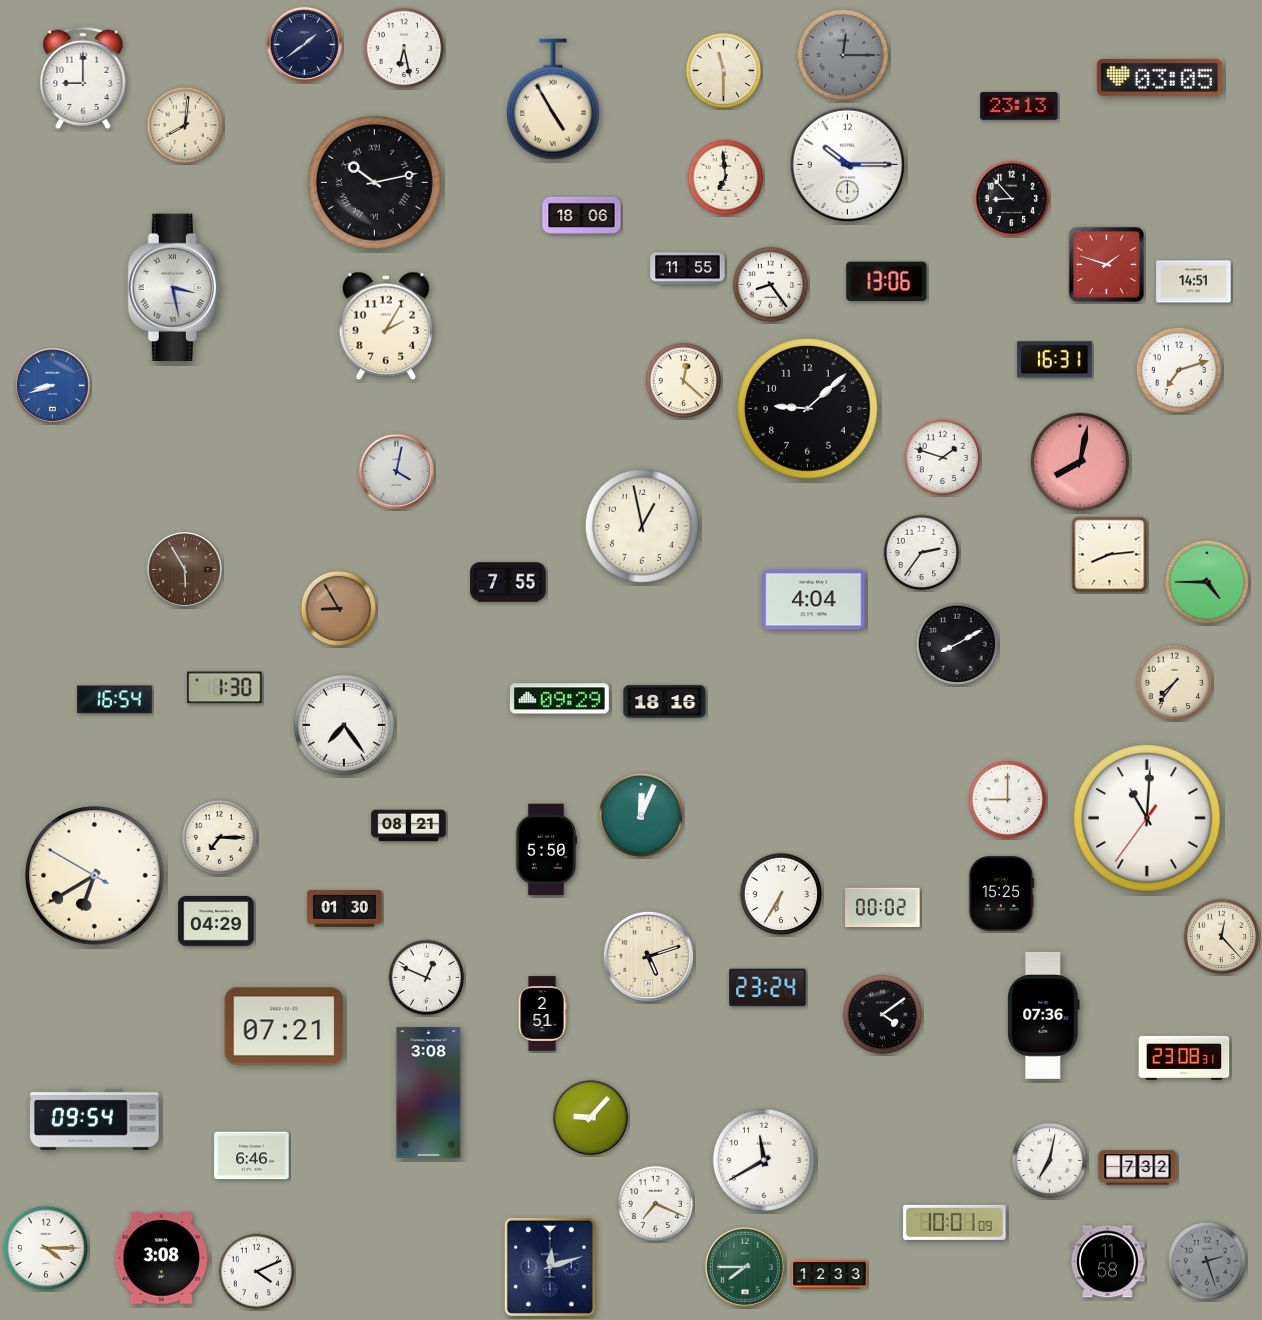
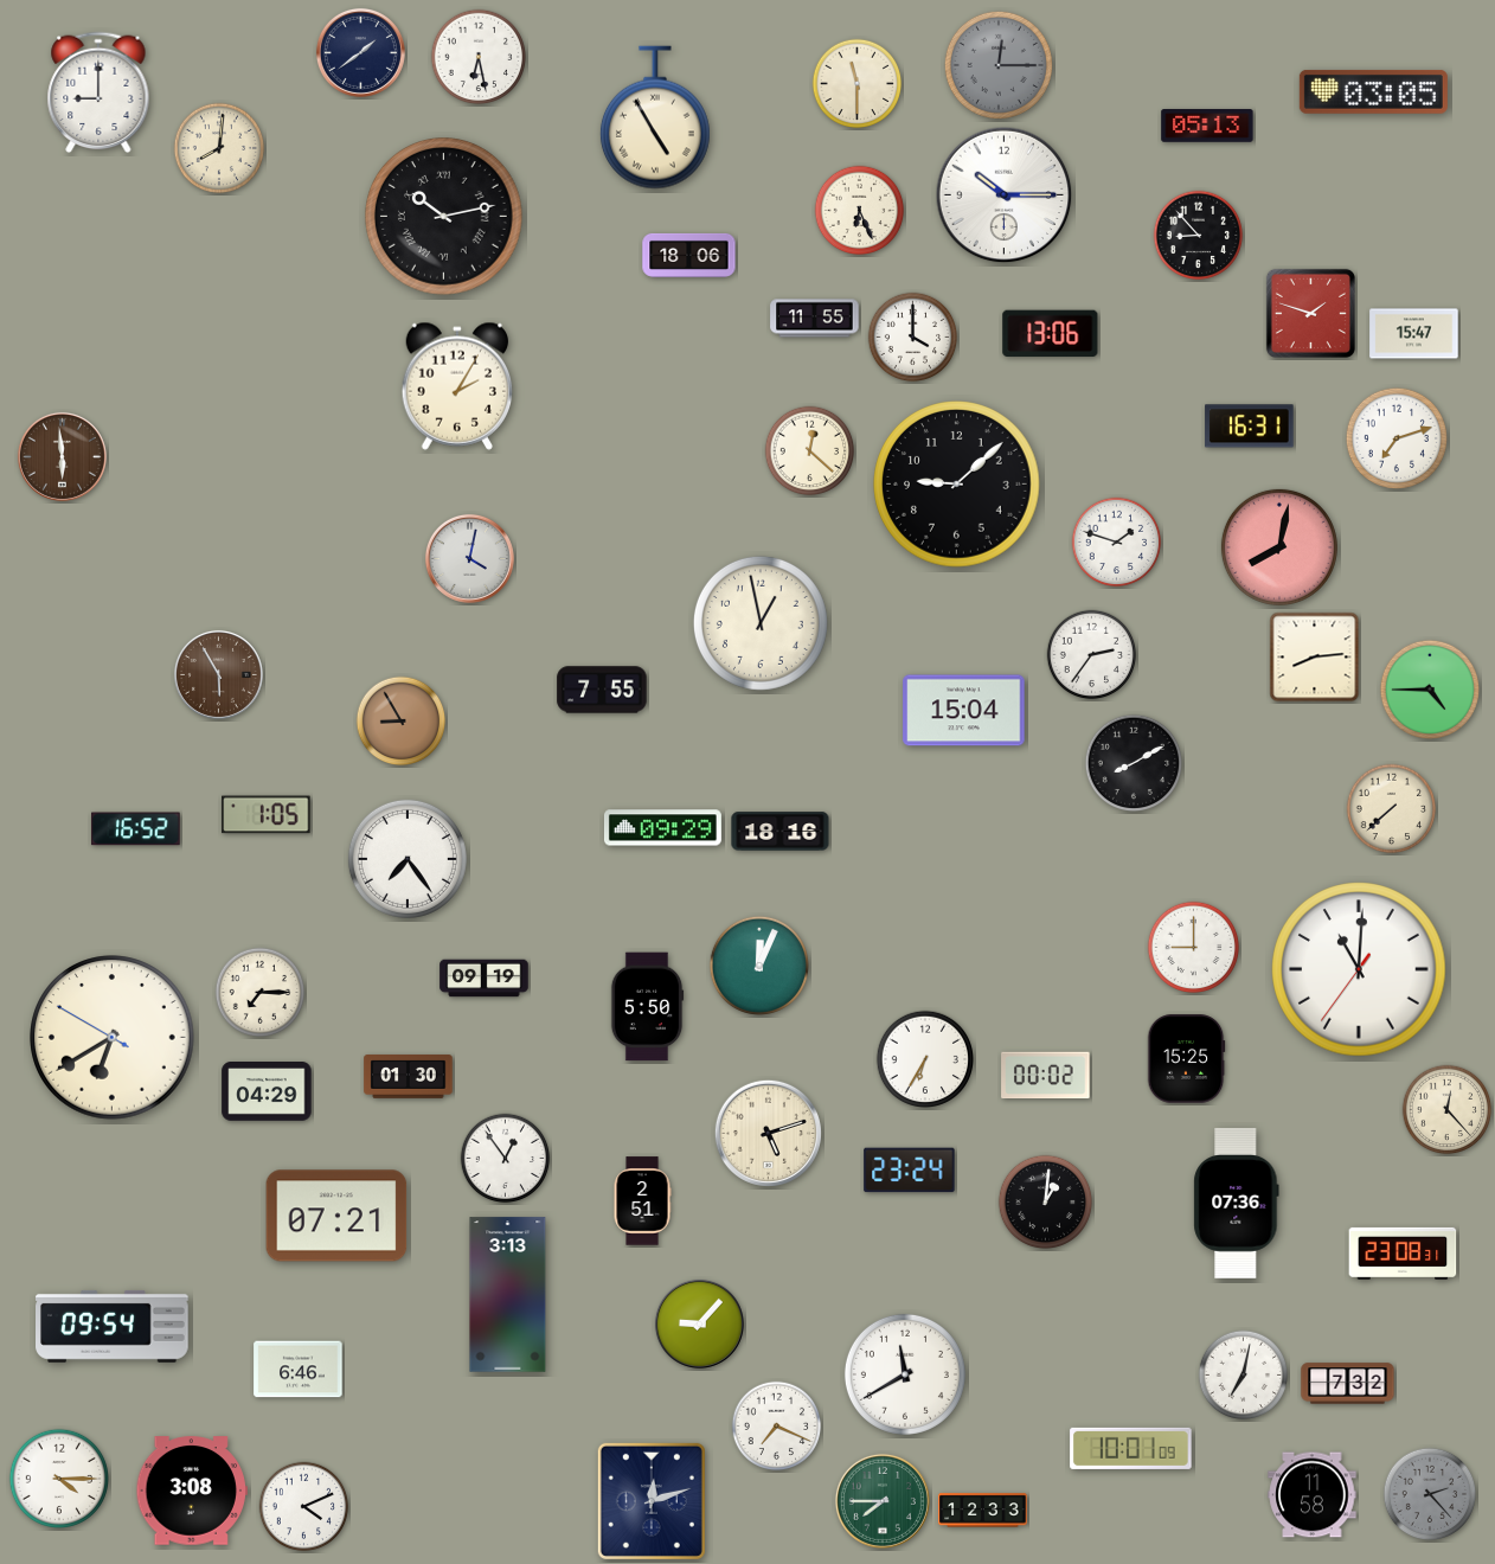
clock at (1019, 107): 23:13 -> 05:13
clock at (726, 178): 6:59 -> 6:26
clock at (1194, 282): 14:51 -> 15:47
clock at (771, 285): 8:24 -> 4:00
clock at (174, 288): 3:28 -> none
clock at (52, 385): 8:42 -> 5:59
clock at (52, 385) dial: blue -> brown
clock at (814, 600): 4:04 -> 15:04
clock at (1175, 683): 7:36 -> 7:38
clock at (225, 688): 1:30 -> 1:05
clock at (115, 700): 16:54 -> 16:52
clock at (665, 702) position: (665, 702) -> (781, 832)
clock at (409, 826): 08:21 -> 09:19
clock at (216, 922) position: (216, 922) -> (267, 1092)
clock at (427, 978): 12:49 -> 12:54
clock at (883, 1015): 4:09 -> 1:01
clock at (429, 1093): 3:08 -> 3:13
clock at (45, 1247) position: (45, 1247) -> (58, 1478)
clock at (1207, 1261): 2:27 -> 2:23
